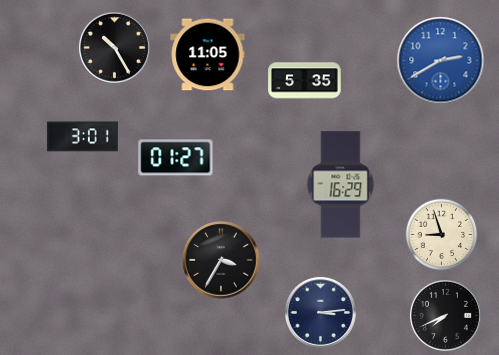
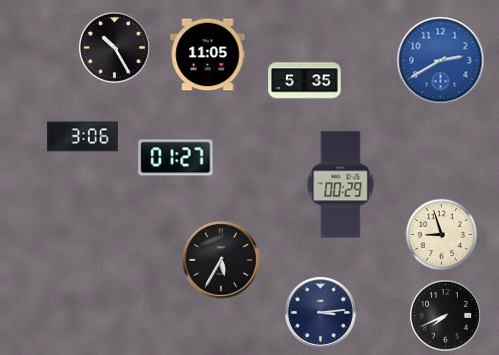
clock at (82, 137): 3:01 -> 3:06
clock at (341, 185): 16:29 -> 00:29
clock at (221, 260): 3:35 -> 5:35
